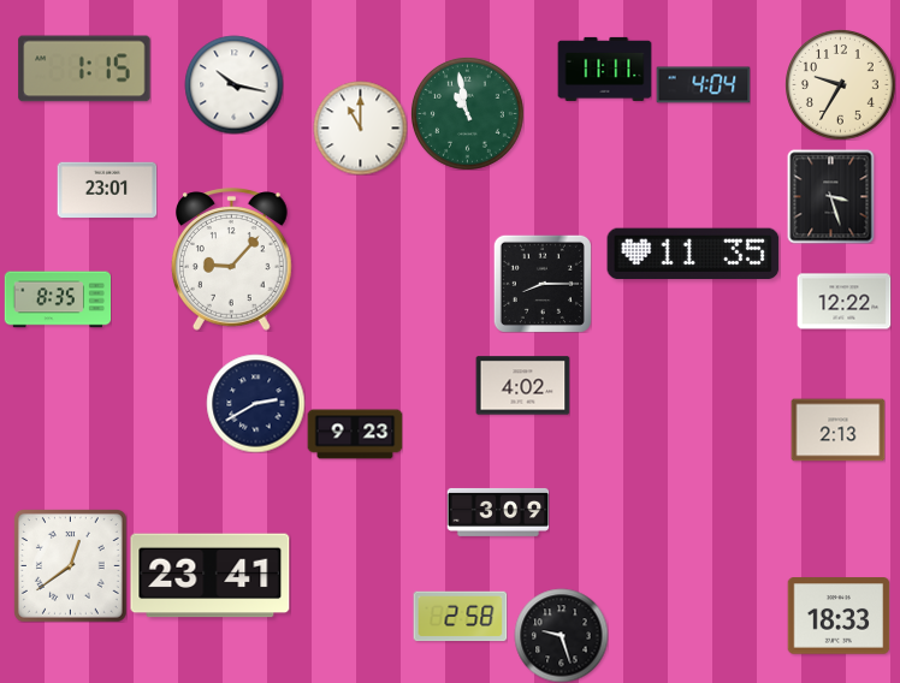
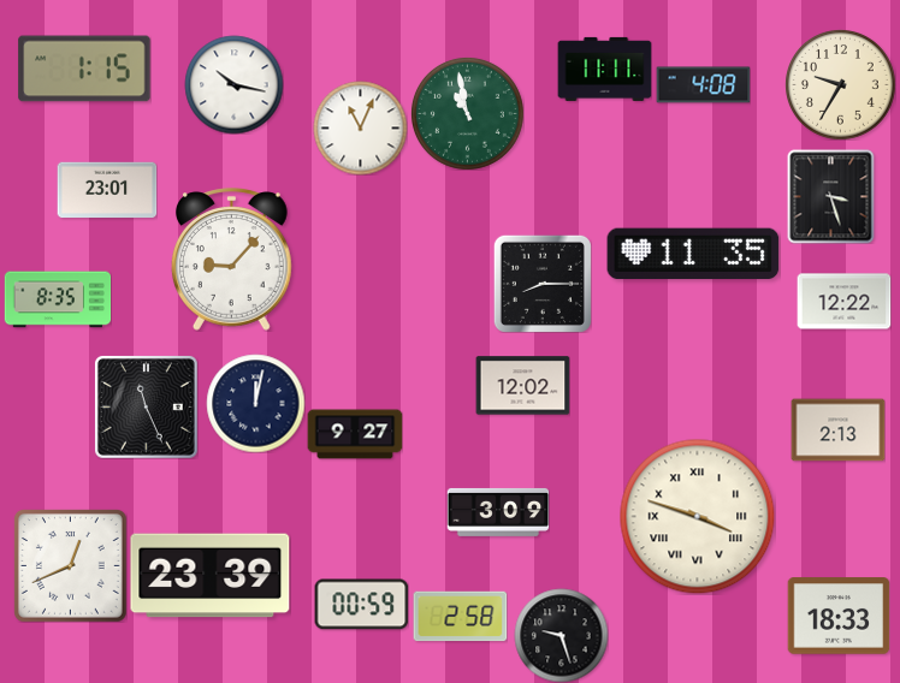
clock at (703, 85): 4:04 -> 4:08
clock at (360, 127): 11:00 -> 11:04
clock at (522, 386): 4:02 -> 12:02
clock at (255, 403): 2:40 -> 12:02
clock at (146, 406): none -> 11:26
clock at (355, 434): 9:23 -> 9:27
clock at (697, 516): none -> 3:48
clock at (70, 565): 12:39 -> 12:41
clock at (211, 576): 23:41 -> 23:39
clock at (361, 605): none -> 00:59
